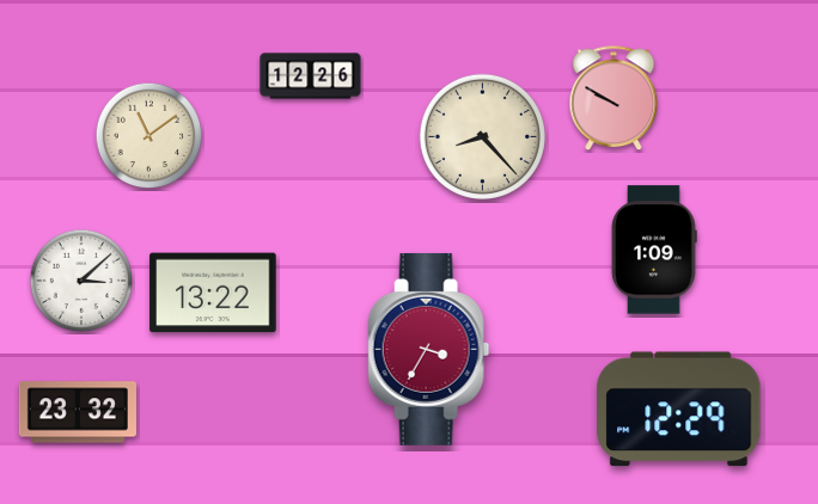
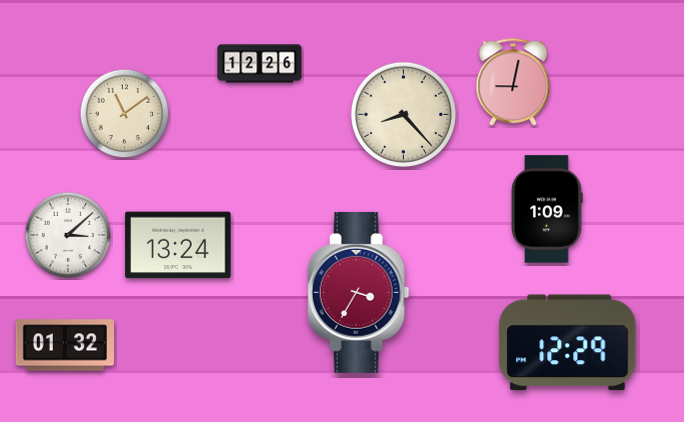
clock at (613, 99): 9:50 -> 9:02
clock at (213, 293): 13:22 -> 13:24
clock at (78, 412): 23:32 -> 01:32
